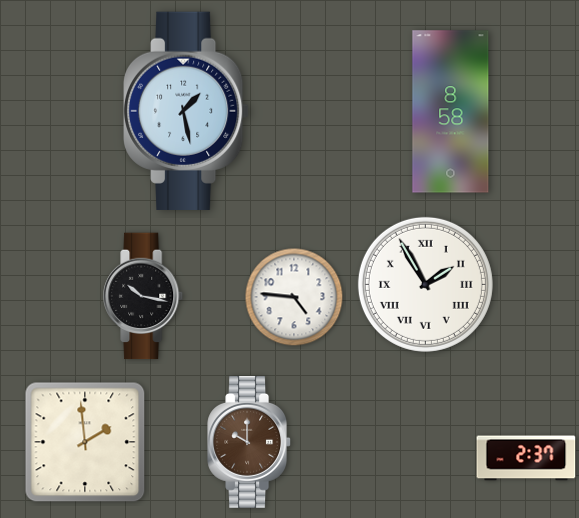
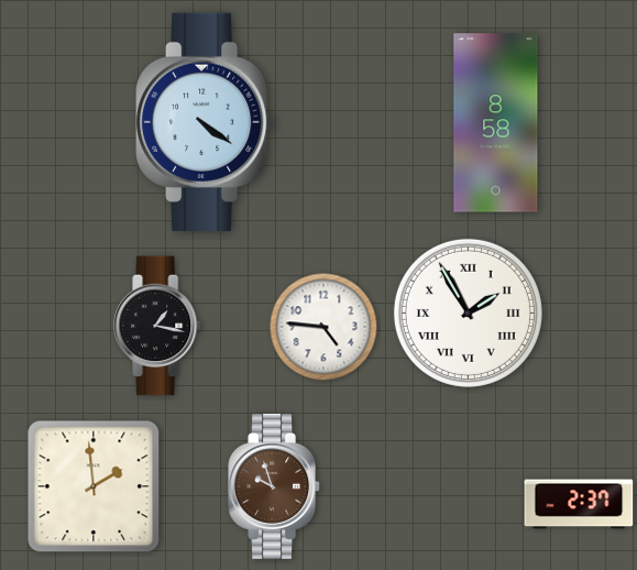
clock at (187, 111): 1:28 -> 4:21
clock at (144, 296): 10:17 -> 1:17
clock at (250, 442): 10:00 -> 9:57
